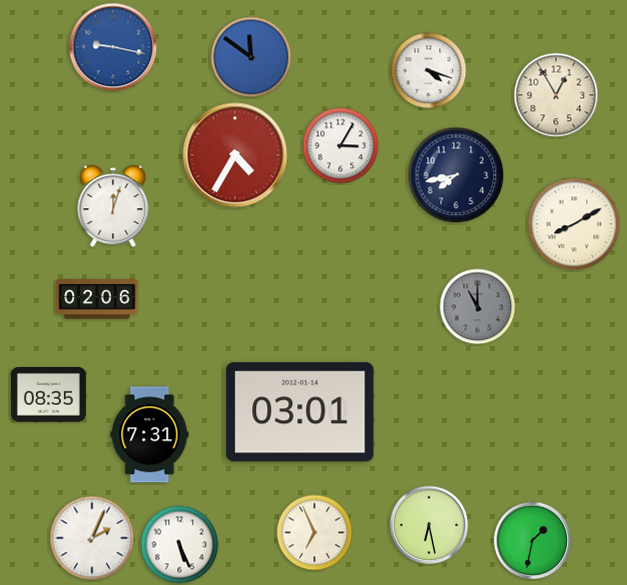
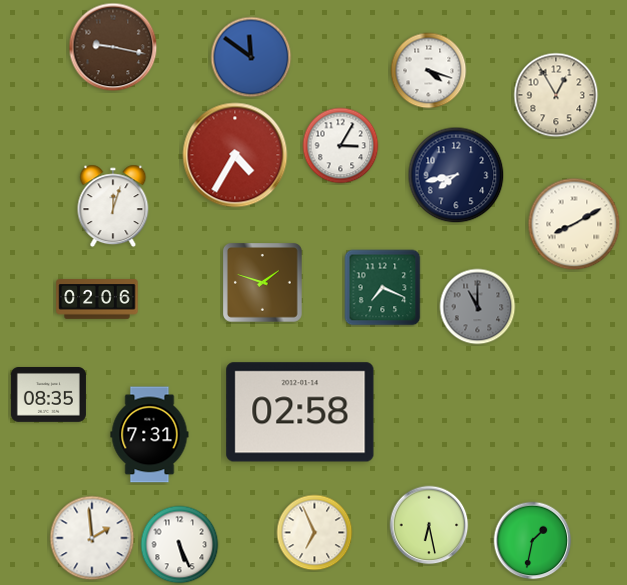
clock at (113, 47) dial: blue -> brown
clock at (263, 283): none -> 1:48
clock at (383, 288): none -> 7:19
clock at (300, 412): 03:01 -> 02:58
clock at (92, 538): 2:04 -> 1:59
